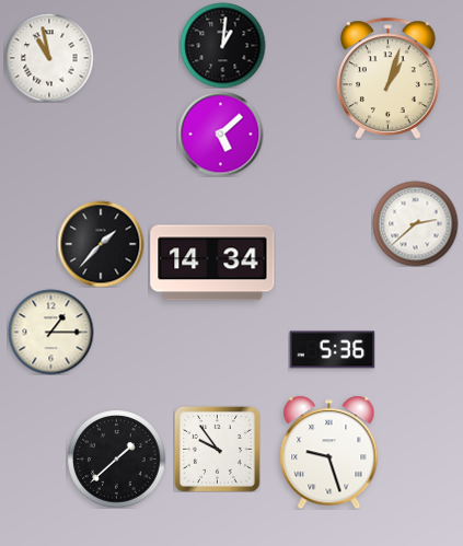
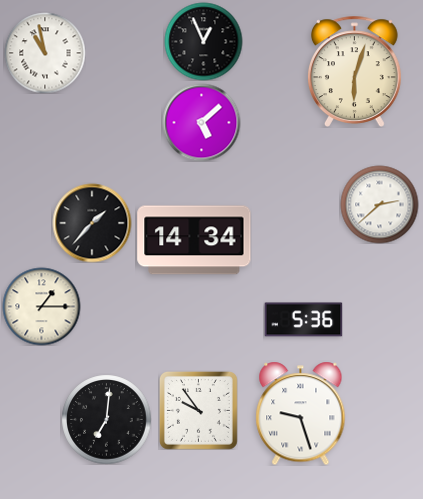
clock at (222, 45): 1:01 -> 12:56
clock at (387, 78): 1:03 -> 6:03
clock at (50, 332) position: (50, 332) -> (41, 306)
clock at (116, 458): 1:38 -> 7:01
